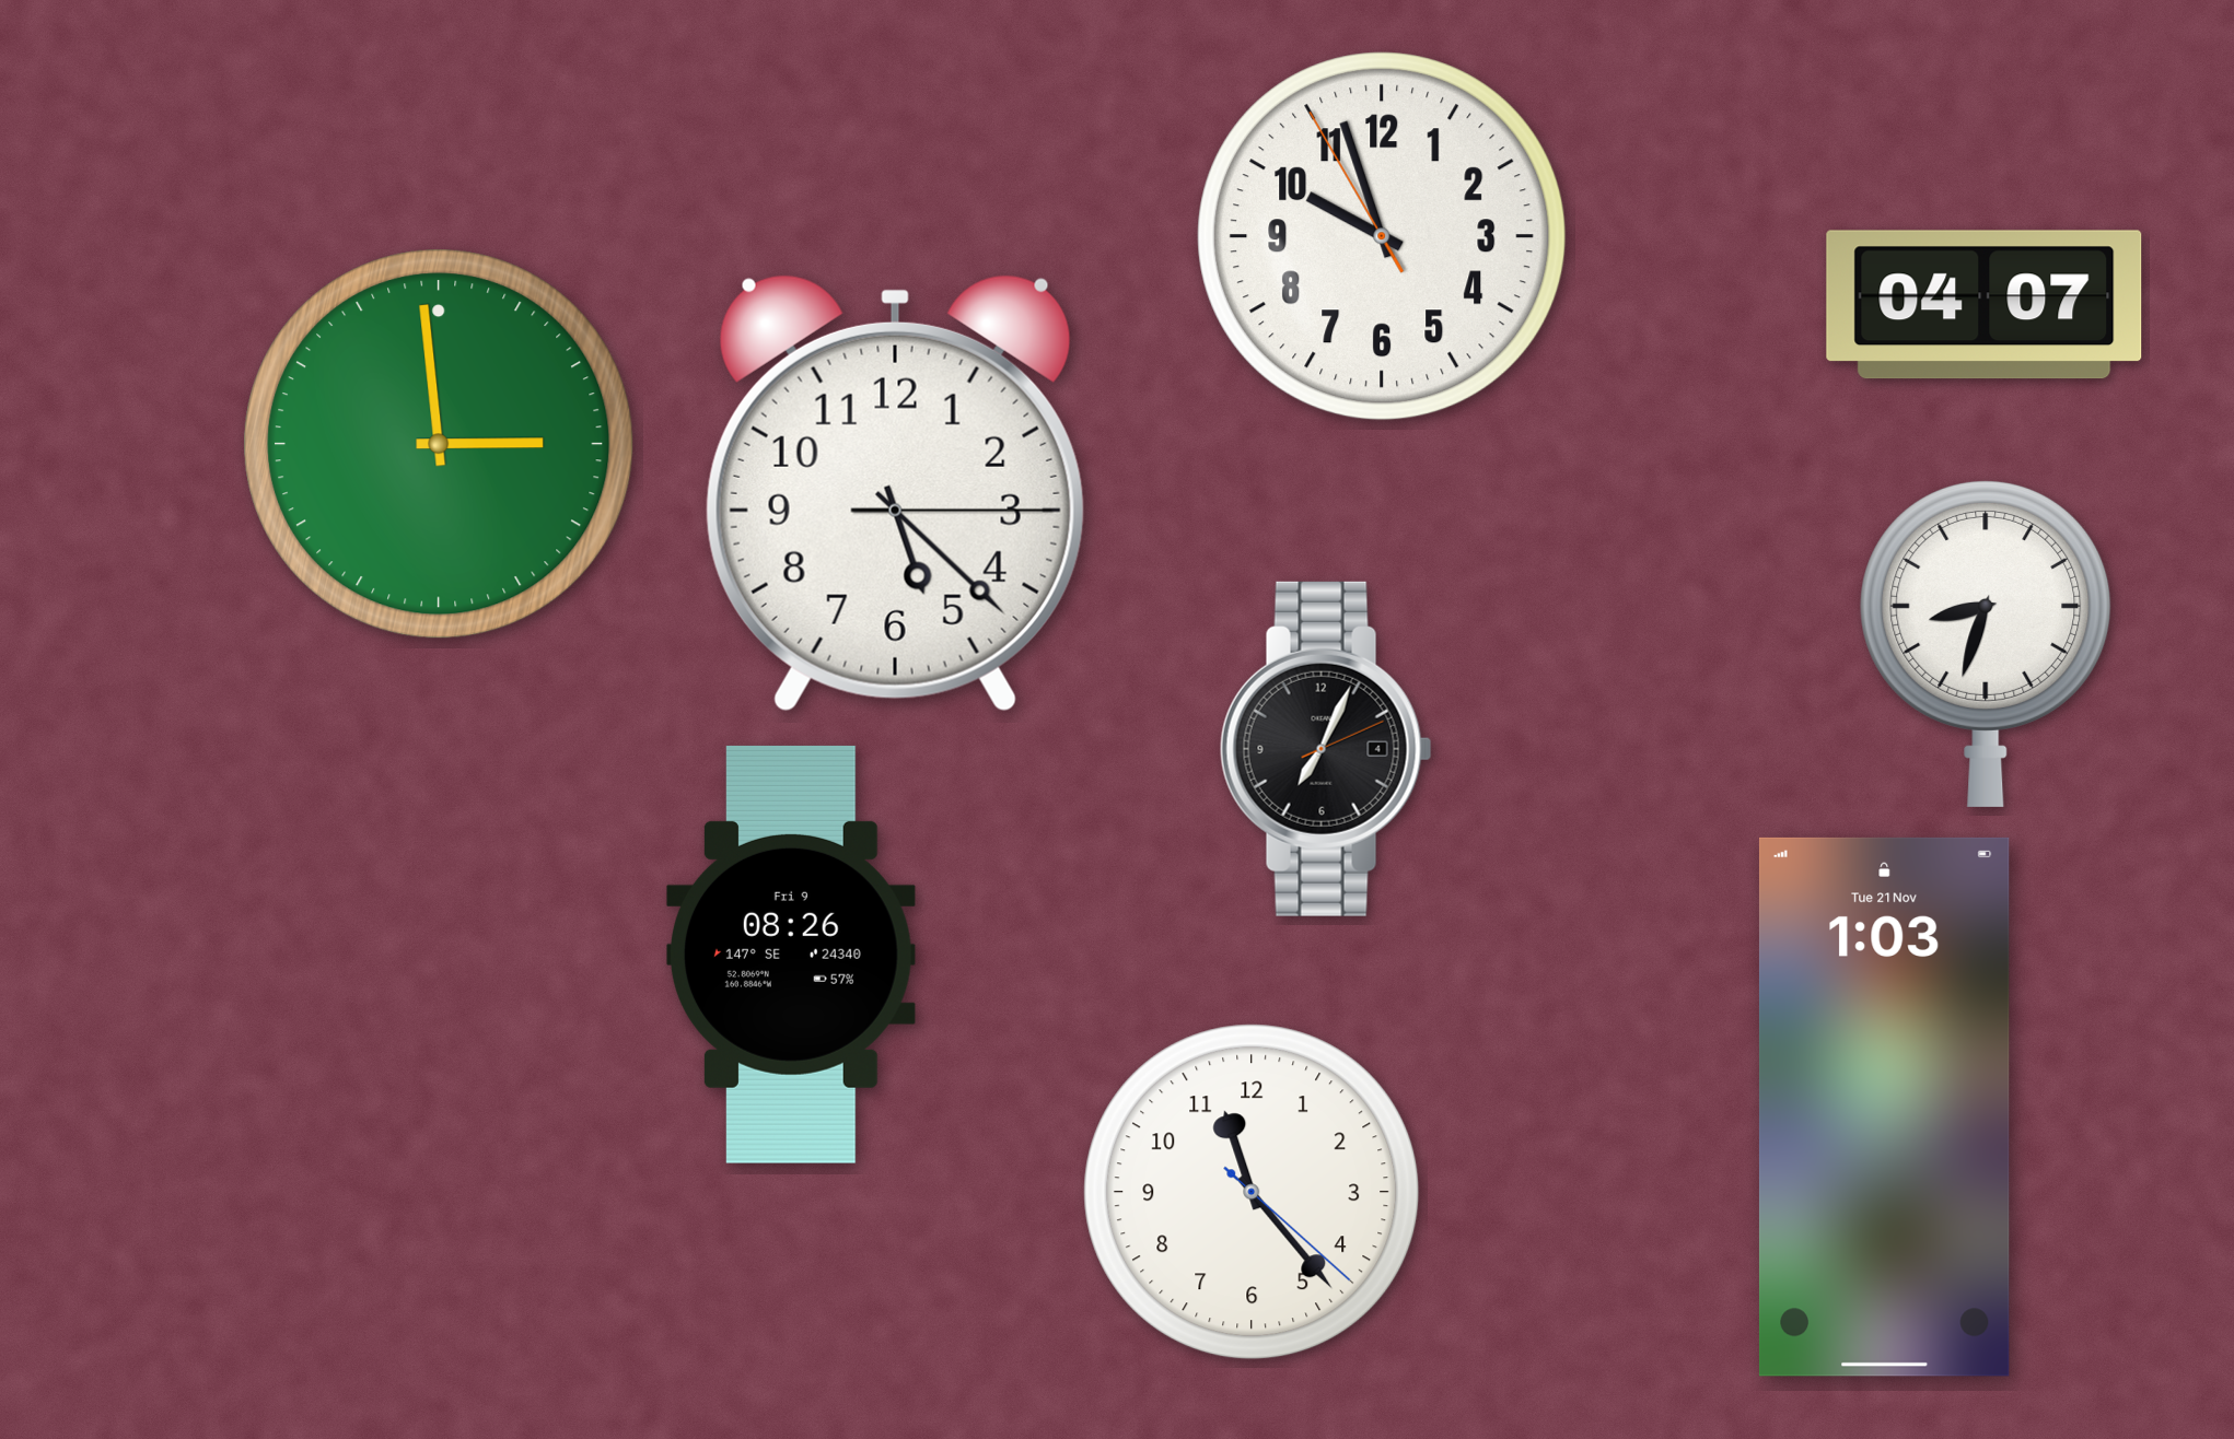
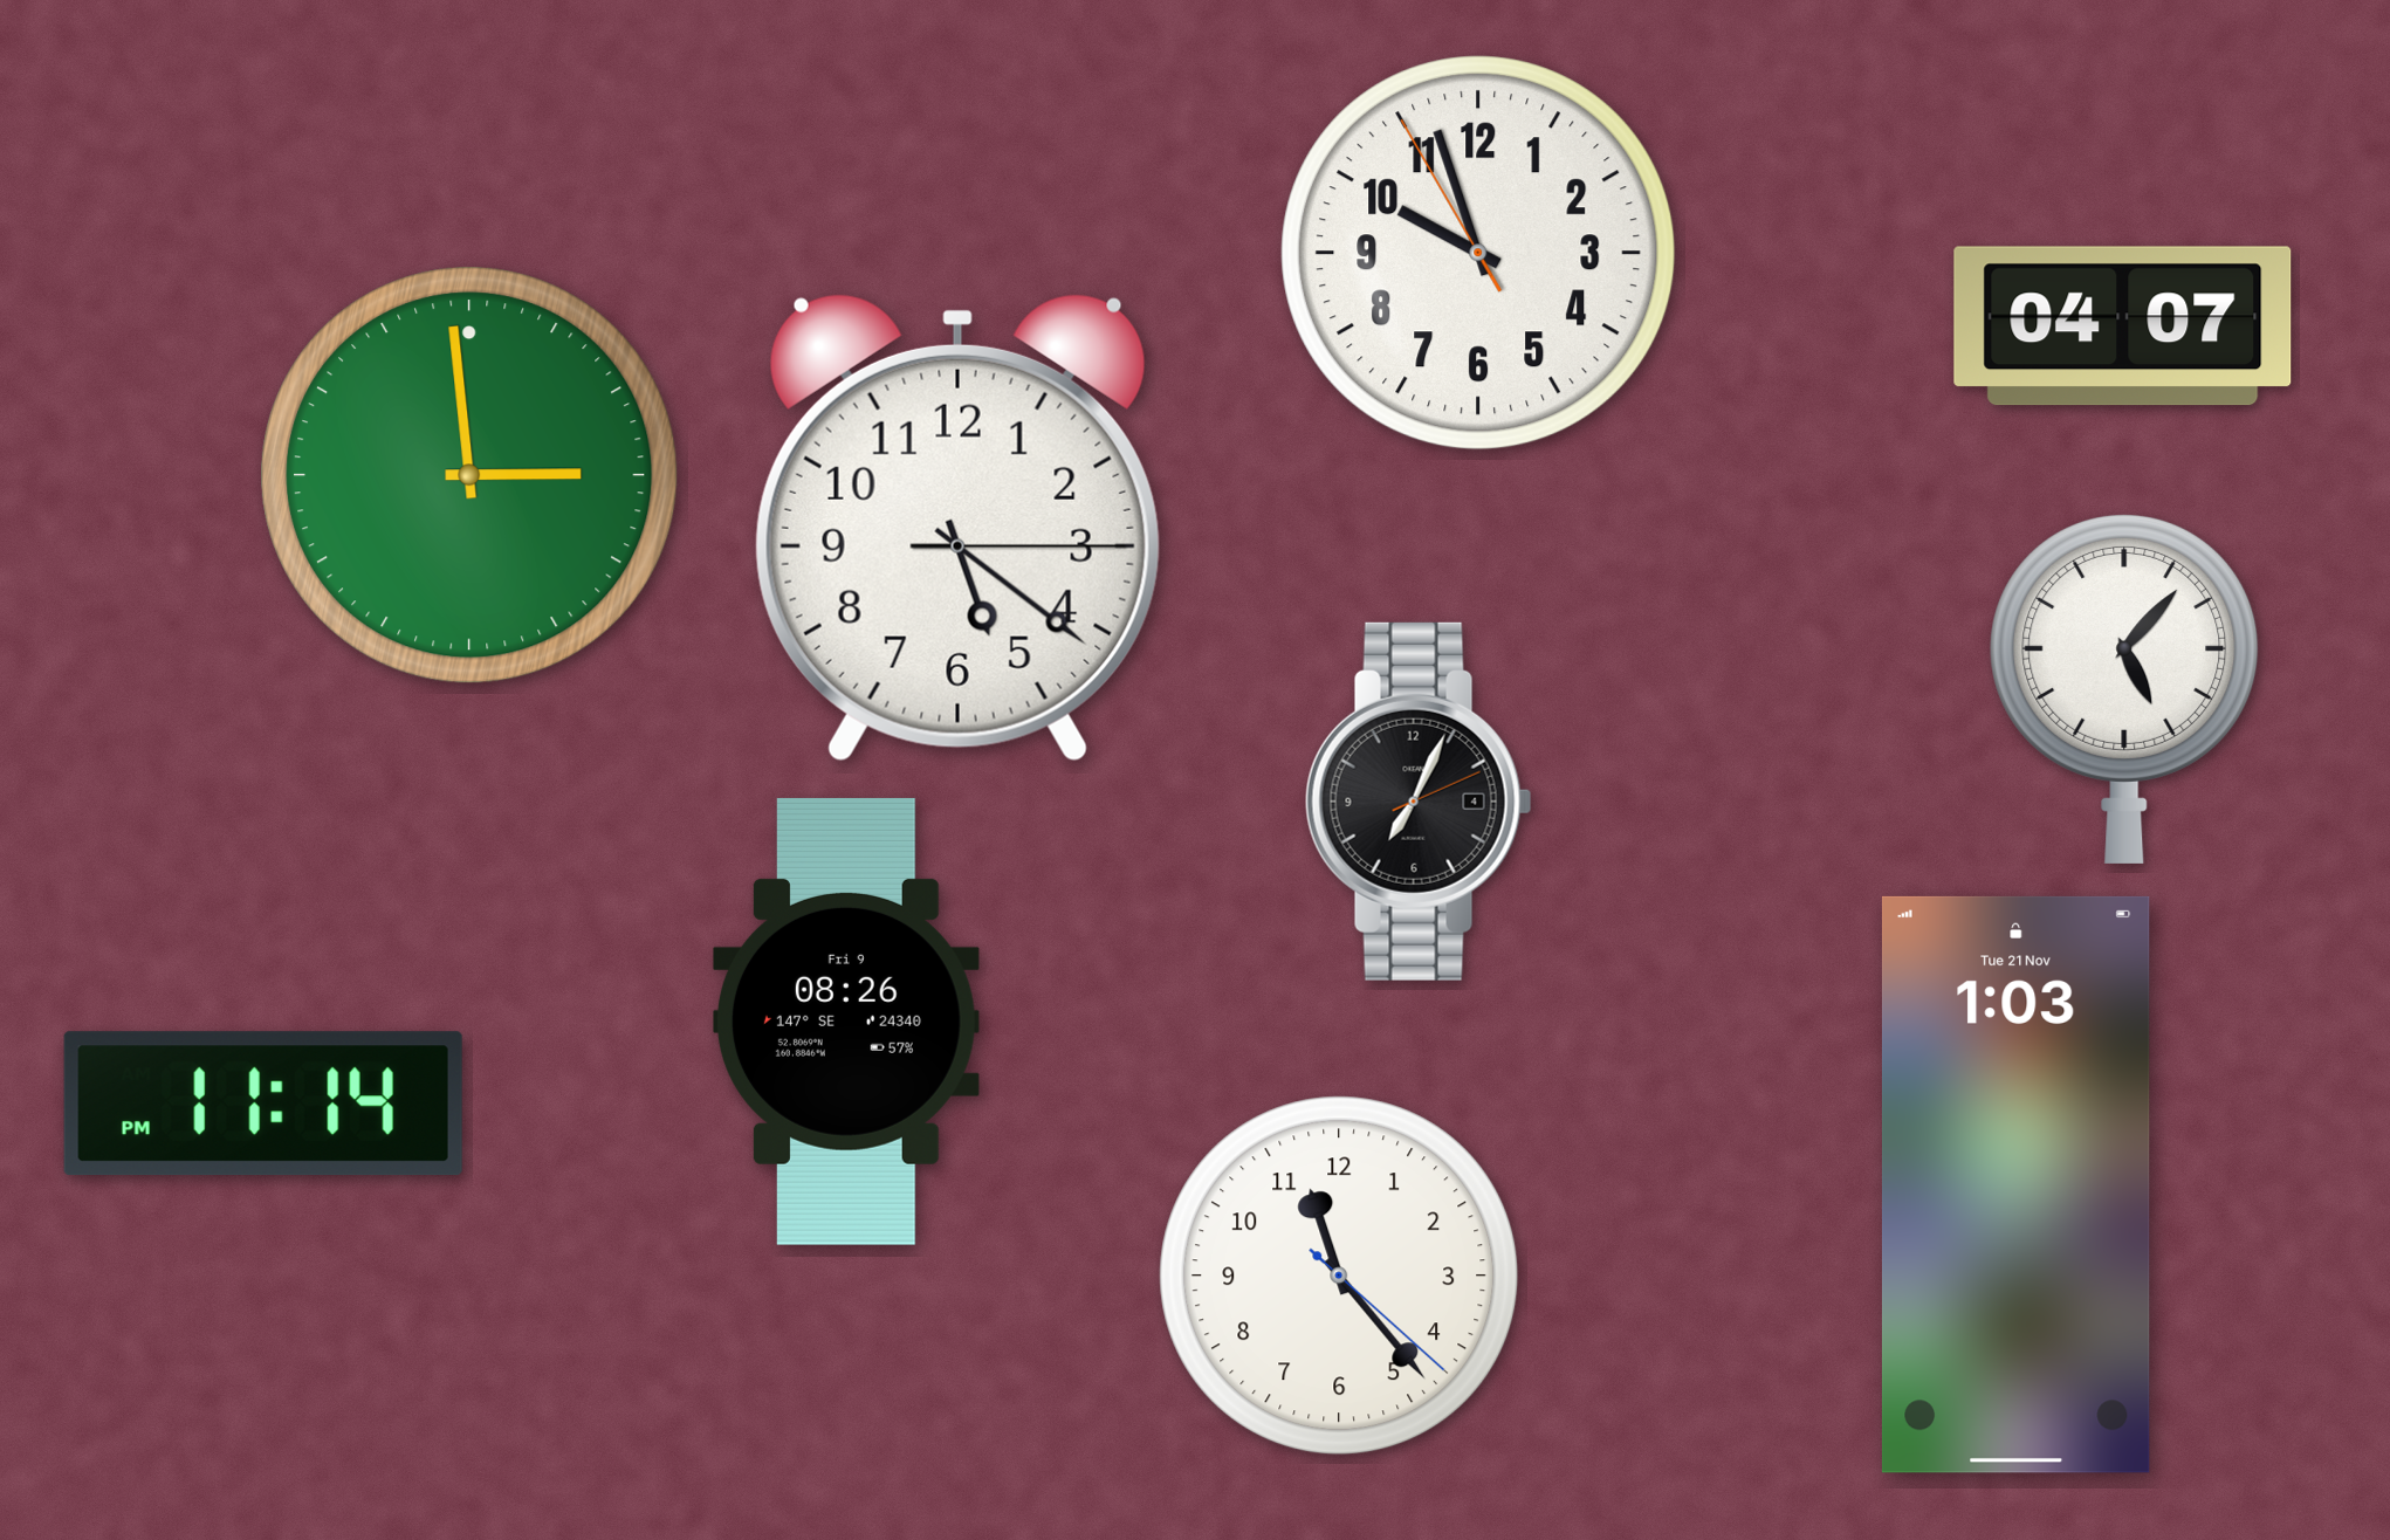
clock at (895, 493): 5:22 -> 5:21
clock at (1986, 643): 8:33 -> 5:07
clock at (263, 1104): none -> 11:14
